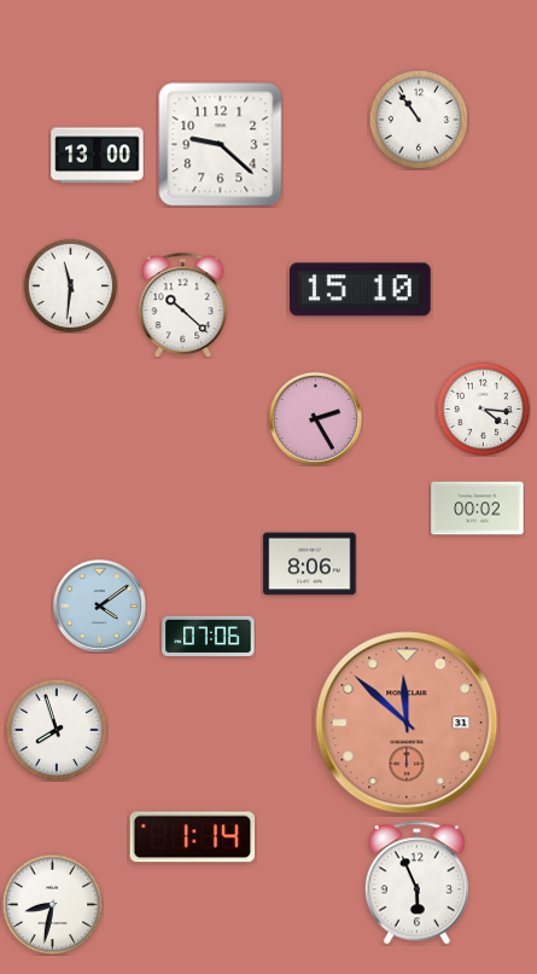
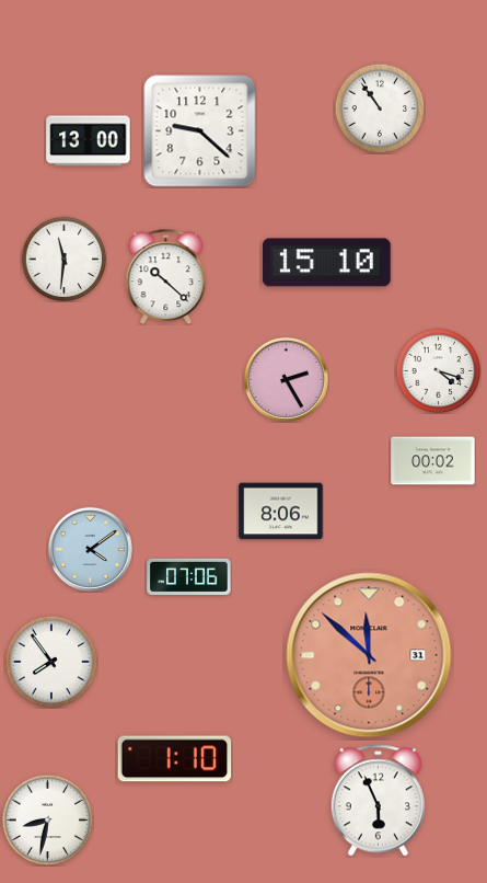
clock at (483, 408): 4:16 -> 4:18
clock at (57, 730): 7:57 -> 7:54
clock at (193, 837): 1:14 -> 1:10
